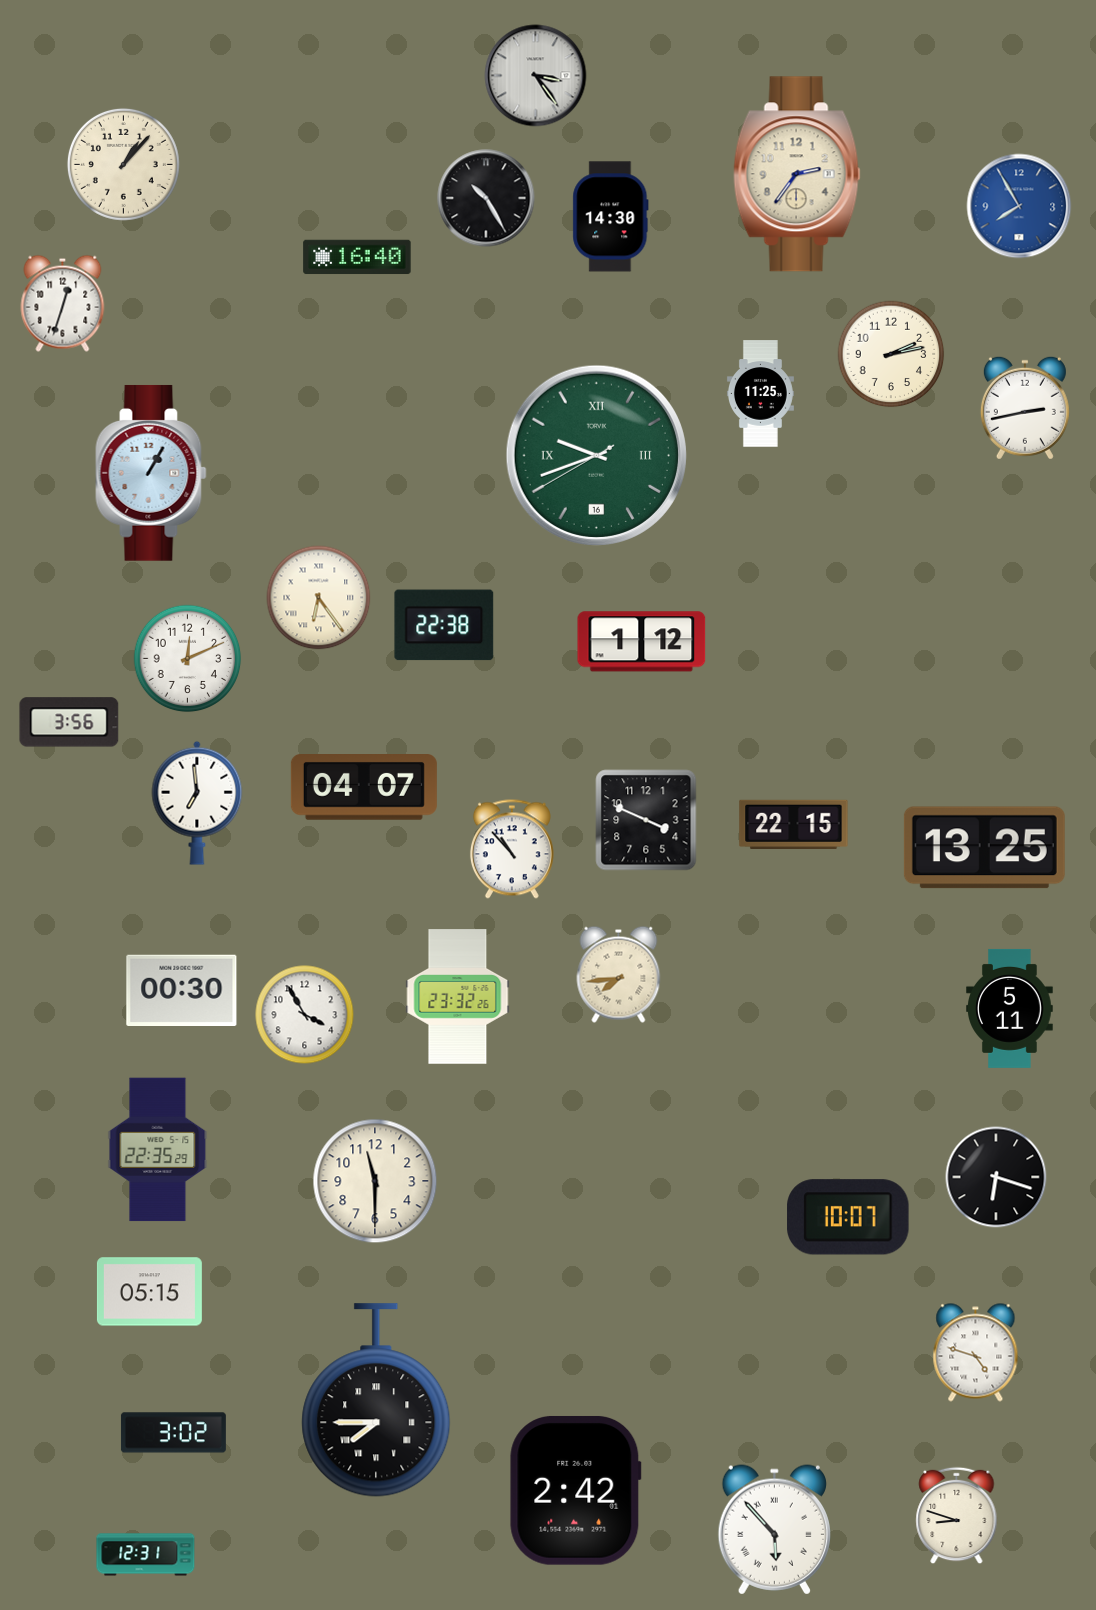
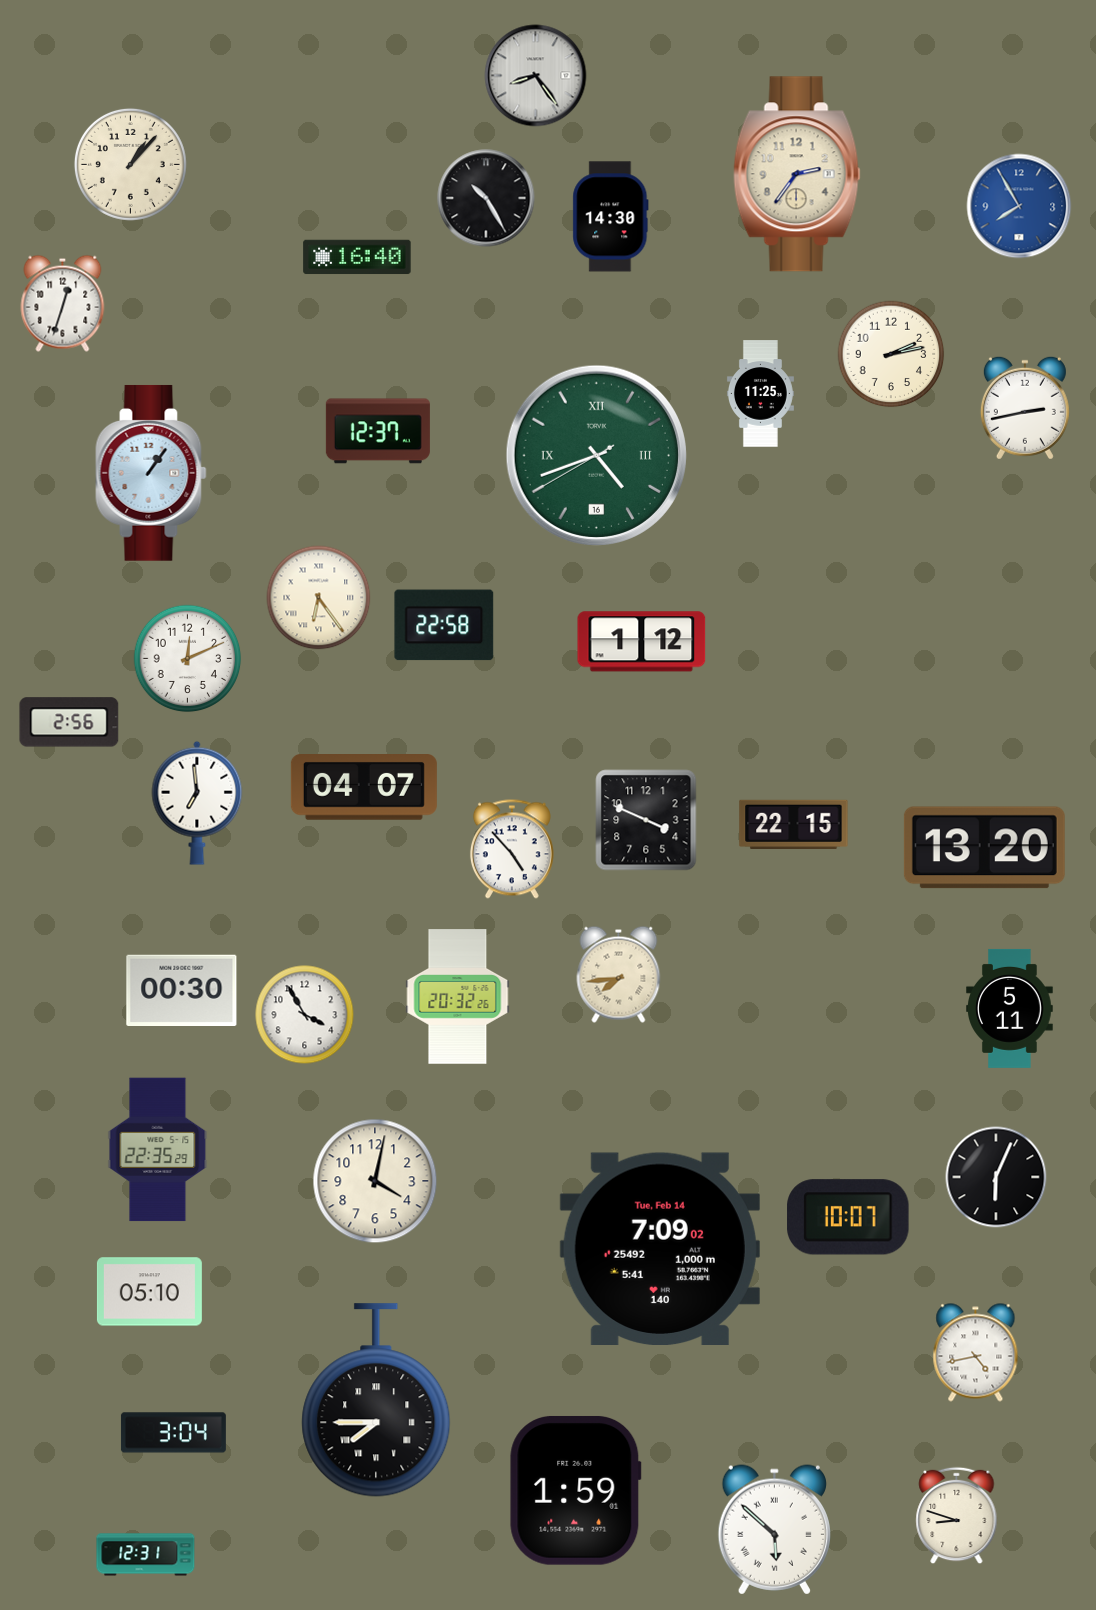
clock at (536, 76): 3:24 -> 8:24
clock at (123, 164) position: (123, 164) -> (130, 164)
clock at (378, 431): none -> 12:37
clock at (596, 455): 9:41 -> 4:41
clock at (151, 473): 1:05 -> 1:06
clock at (444, 625): 22:38 -> 22:58
clock at (69, 722): 3:56 -> 2:56
clock at (984, 848): 13:25 -> 13:20
clock at (512, 849): 10:53 -> 4:53
clock at (458, 997): 23:32 -> 20:32
clock at (996, 1177): 6:18 -> 6:04
clock at (375, 1181): 11:30 -> 4:02
clock at (660, 1248): none -> 7:09
clock at (149, 1292): 05:15 -> 05:10
clock at (976, 1353): 4:48 -> 4:43
clock at (173, 1433): 3:02 -> 3:04
clock at (576, 1490): 2:42 -> 1:59
clock at (774, 1530): 5:53 -> 5:52
